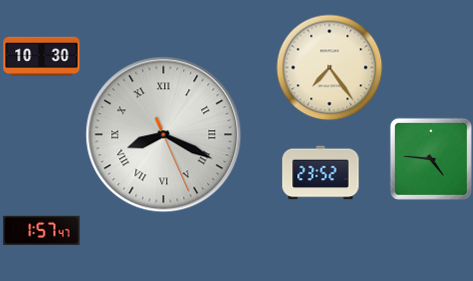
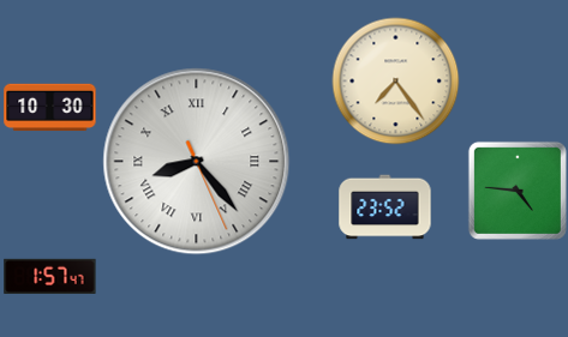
clock at (42, 57) position: (42, 57) -> (50, 108)
clock at (164, 135): 8:19 -> 8:23
